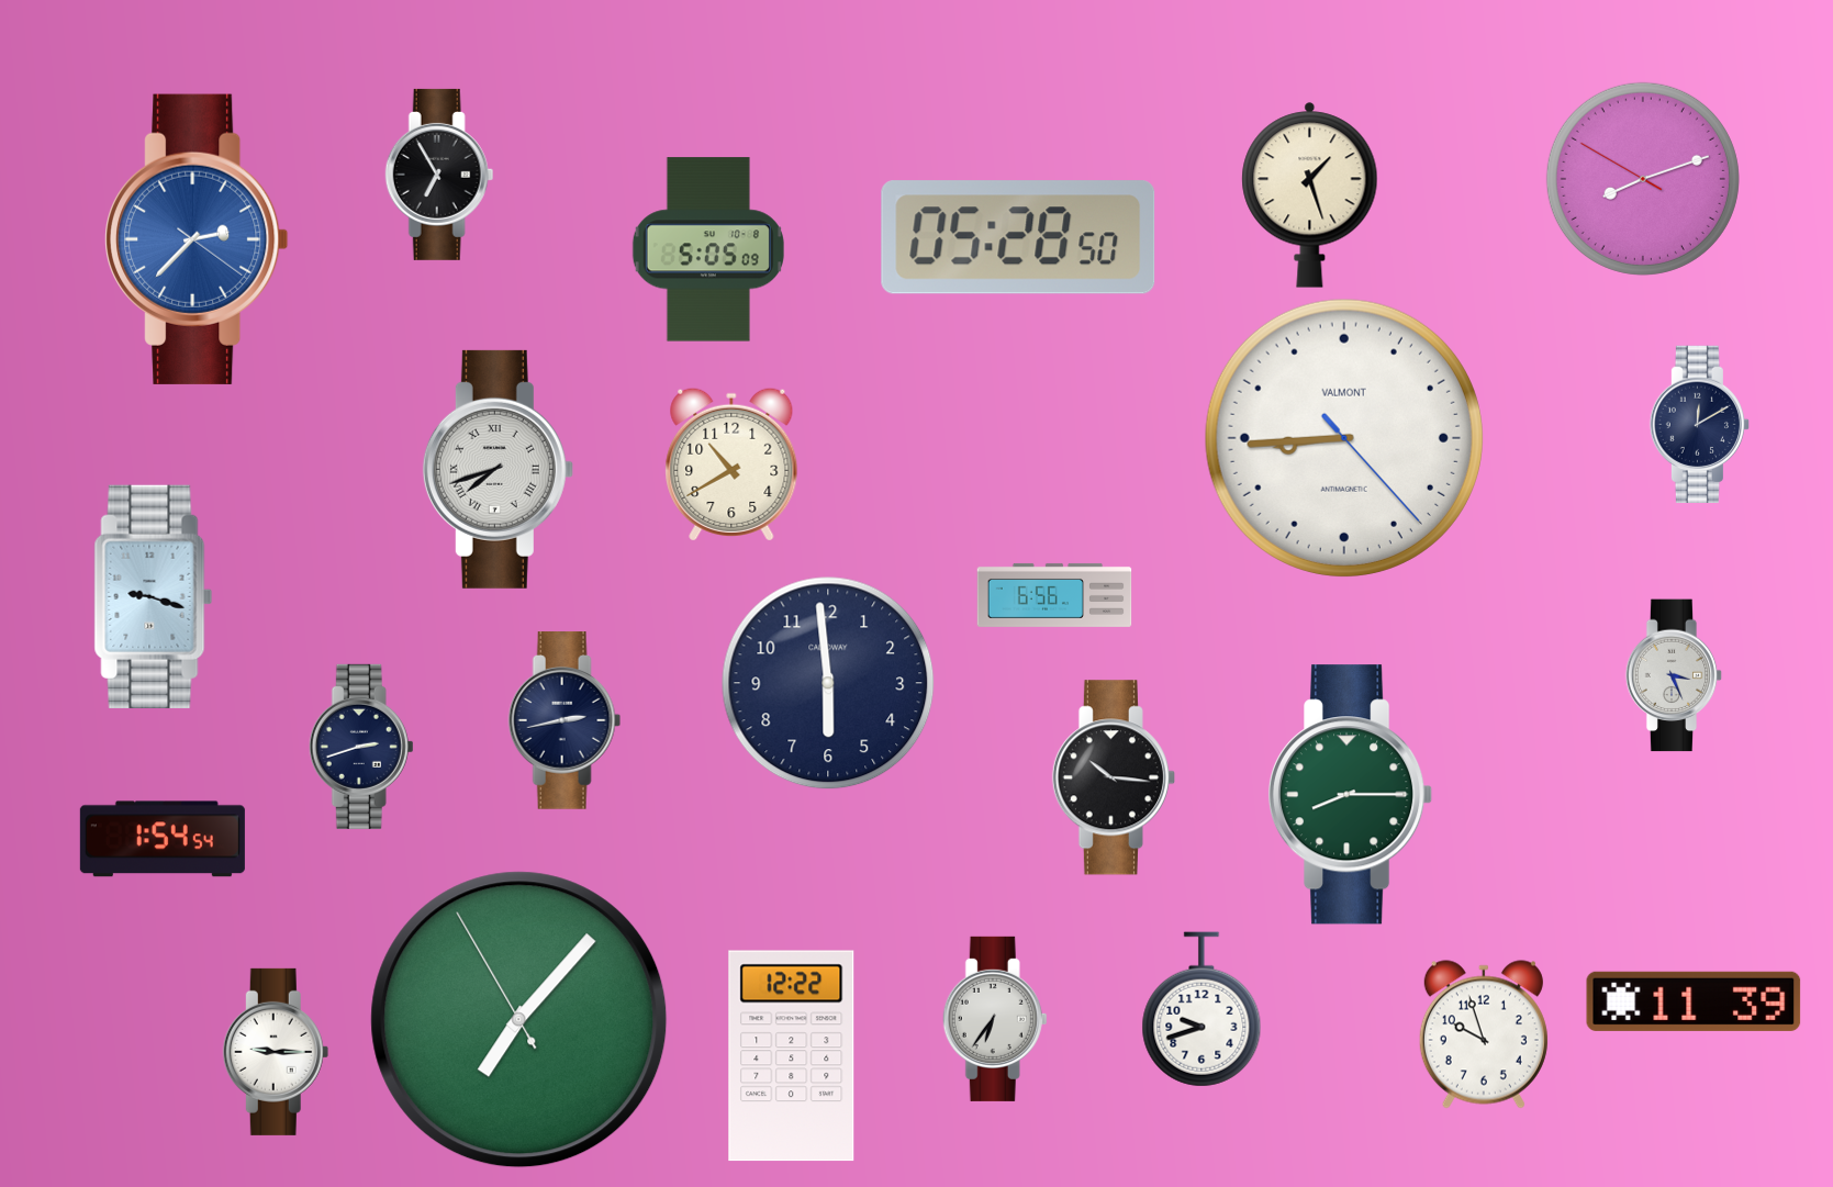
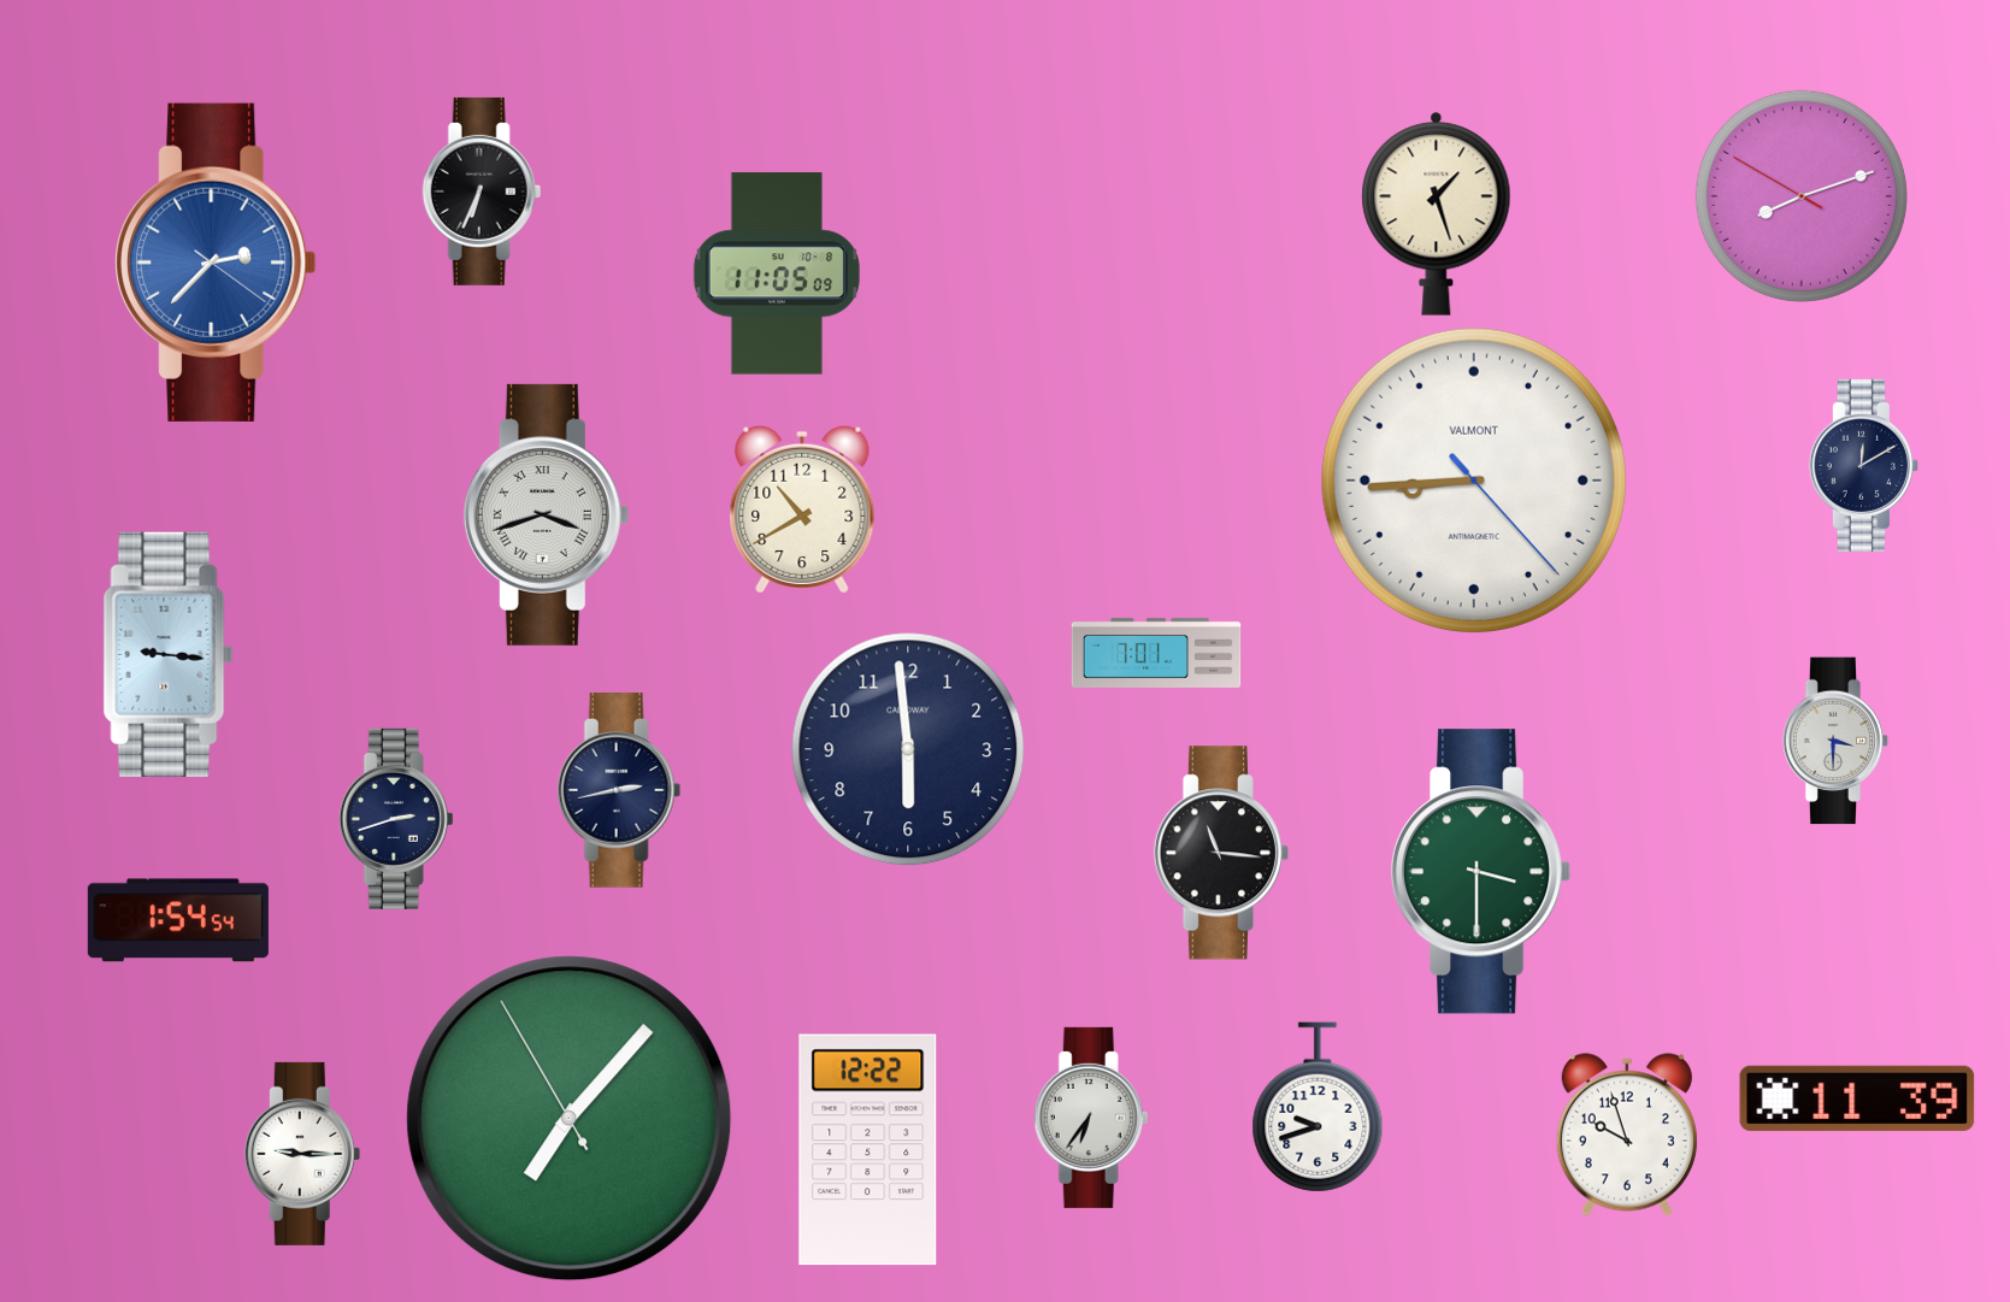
clock at (439, 175): 6:55 -> 6:34
clock at (1018, 237): 05:28 -> none
clock at (708, 249): 5:05 -> 11:05
clock at (498, 469): 7:42 -> 3:42
clock at (1054, 595): 6:56 -> 7:01
clock at (154, 596): 9:18 -> 9:16
clock at (1674, 675): 3:26 -> 3:30
clock at (1114, 777): 10:16 -> 11:16
clock at (1351, 795): 8:15 -> 3:30
clock at (792, 1056) position: (792, 1056) -> (868, 1150)
